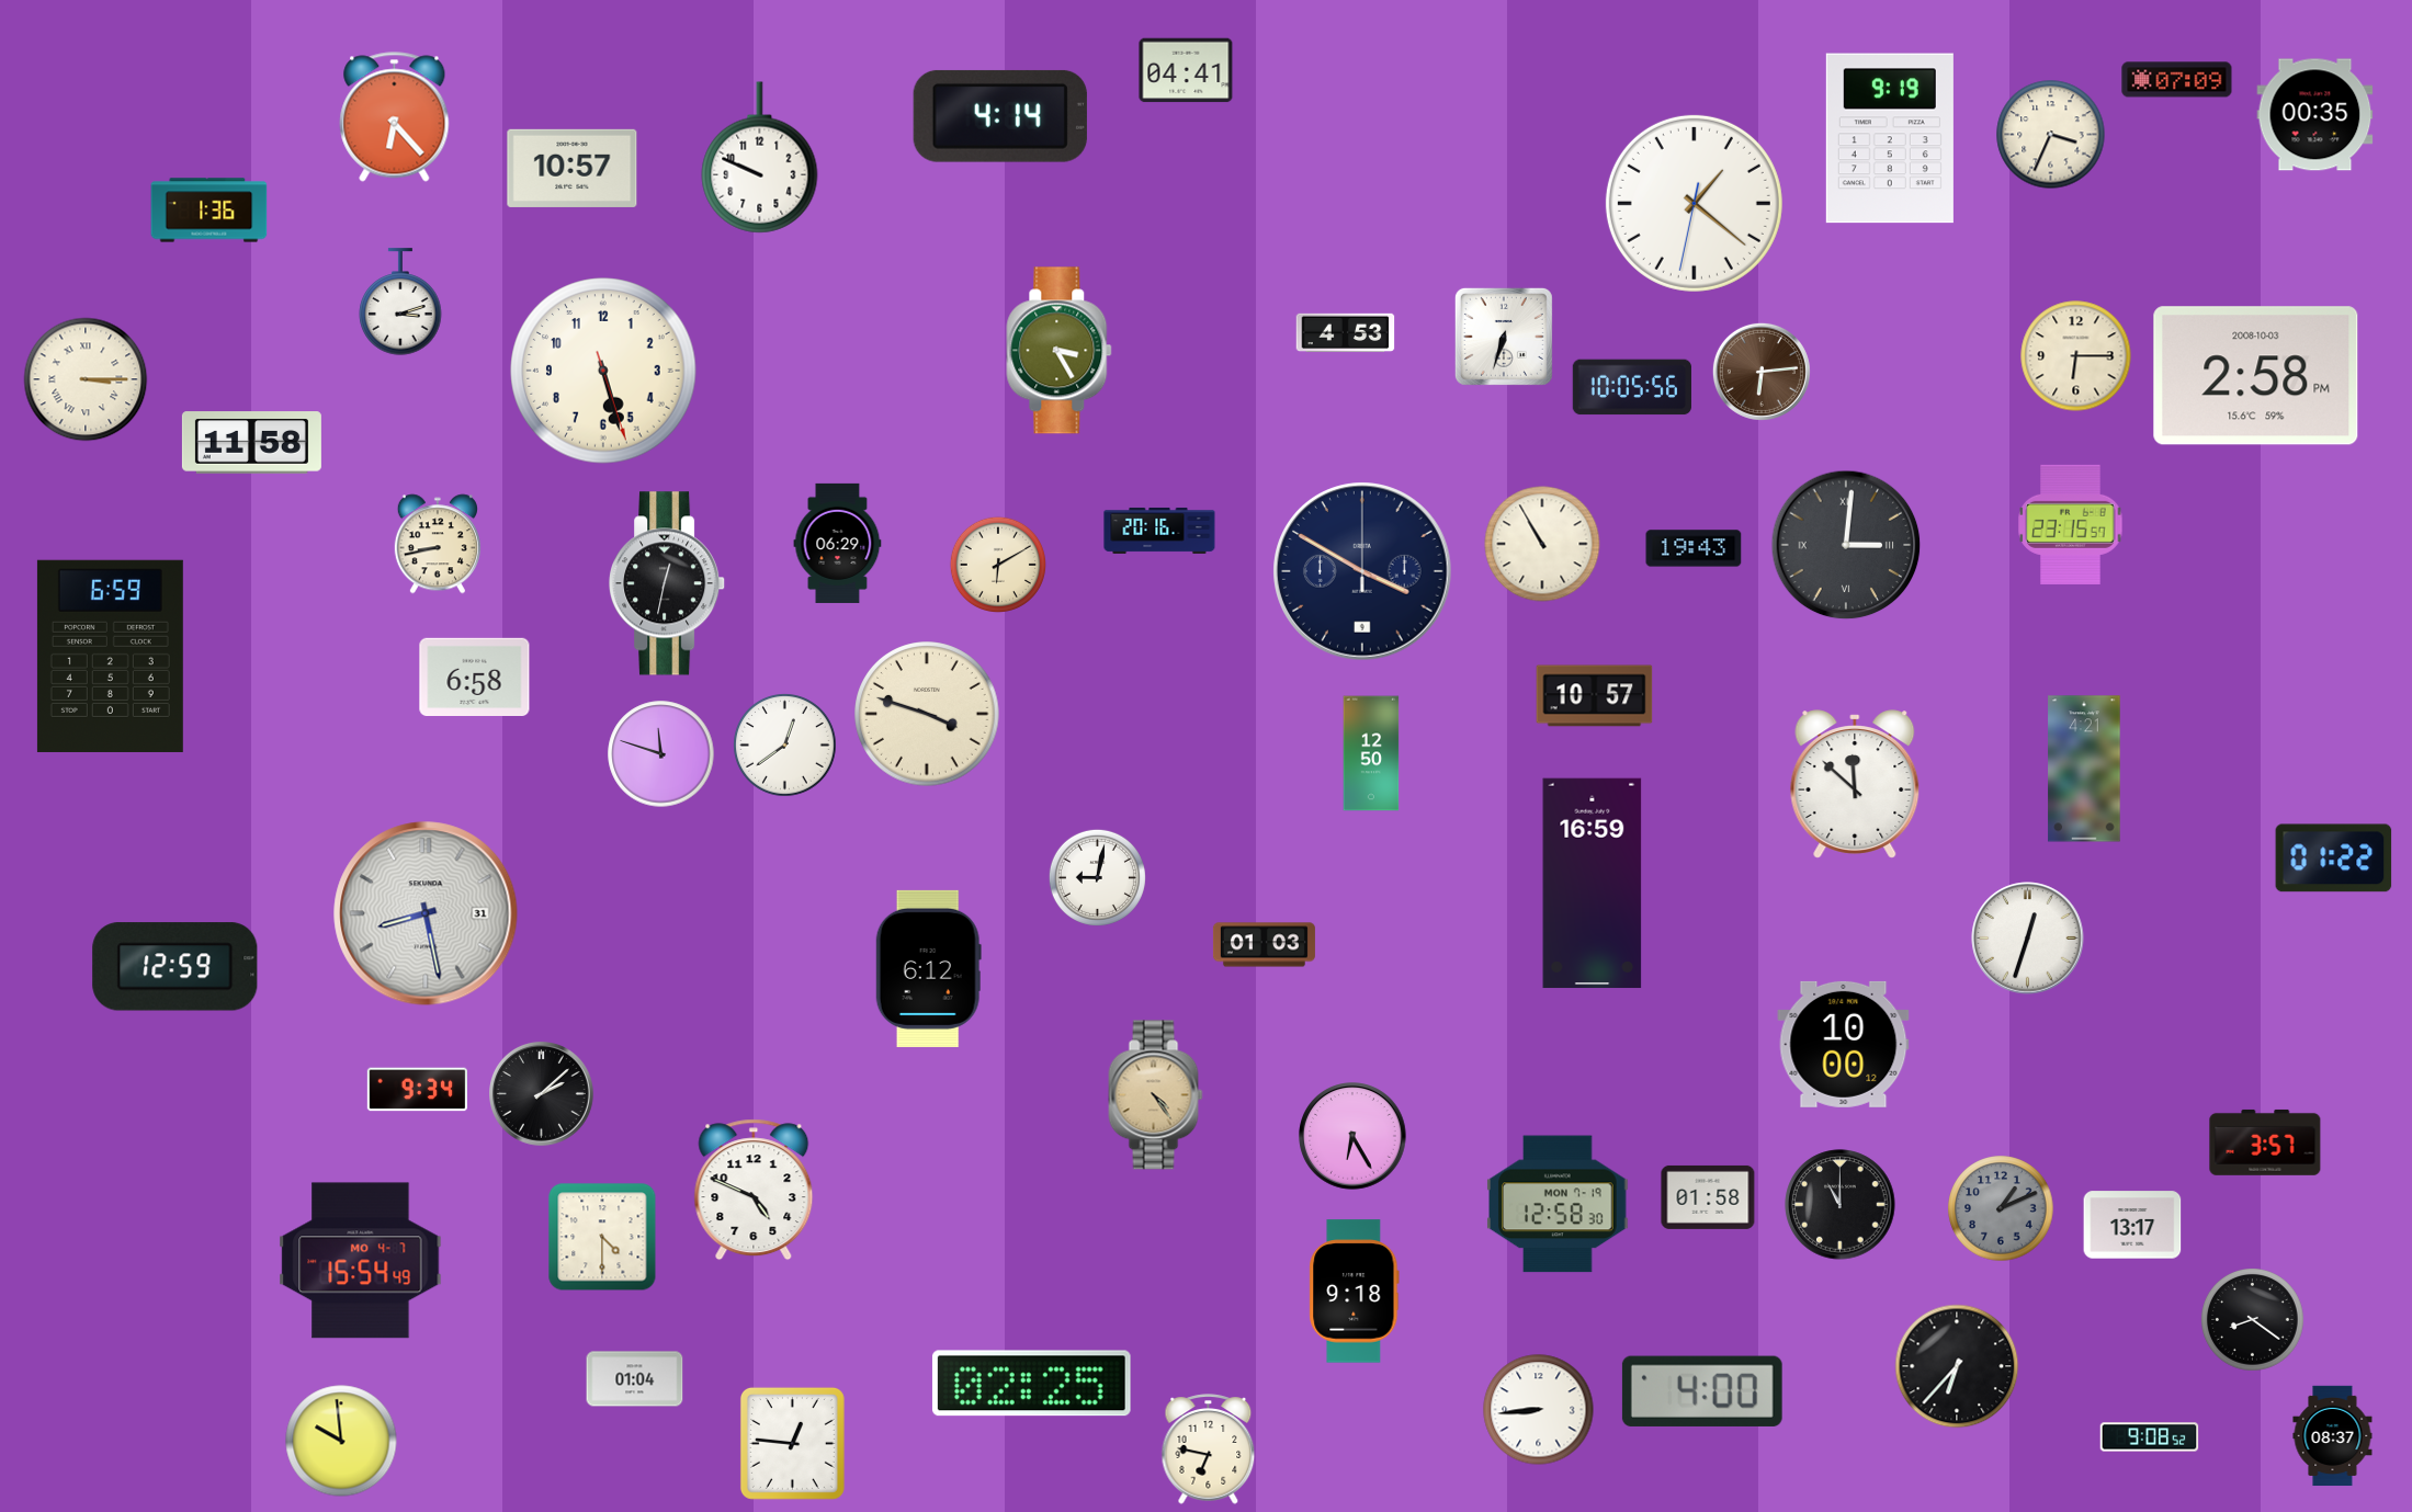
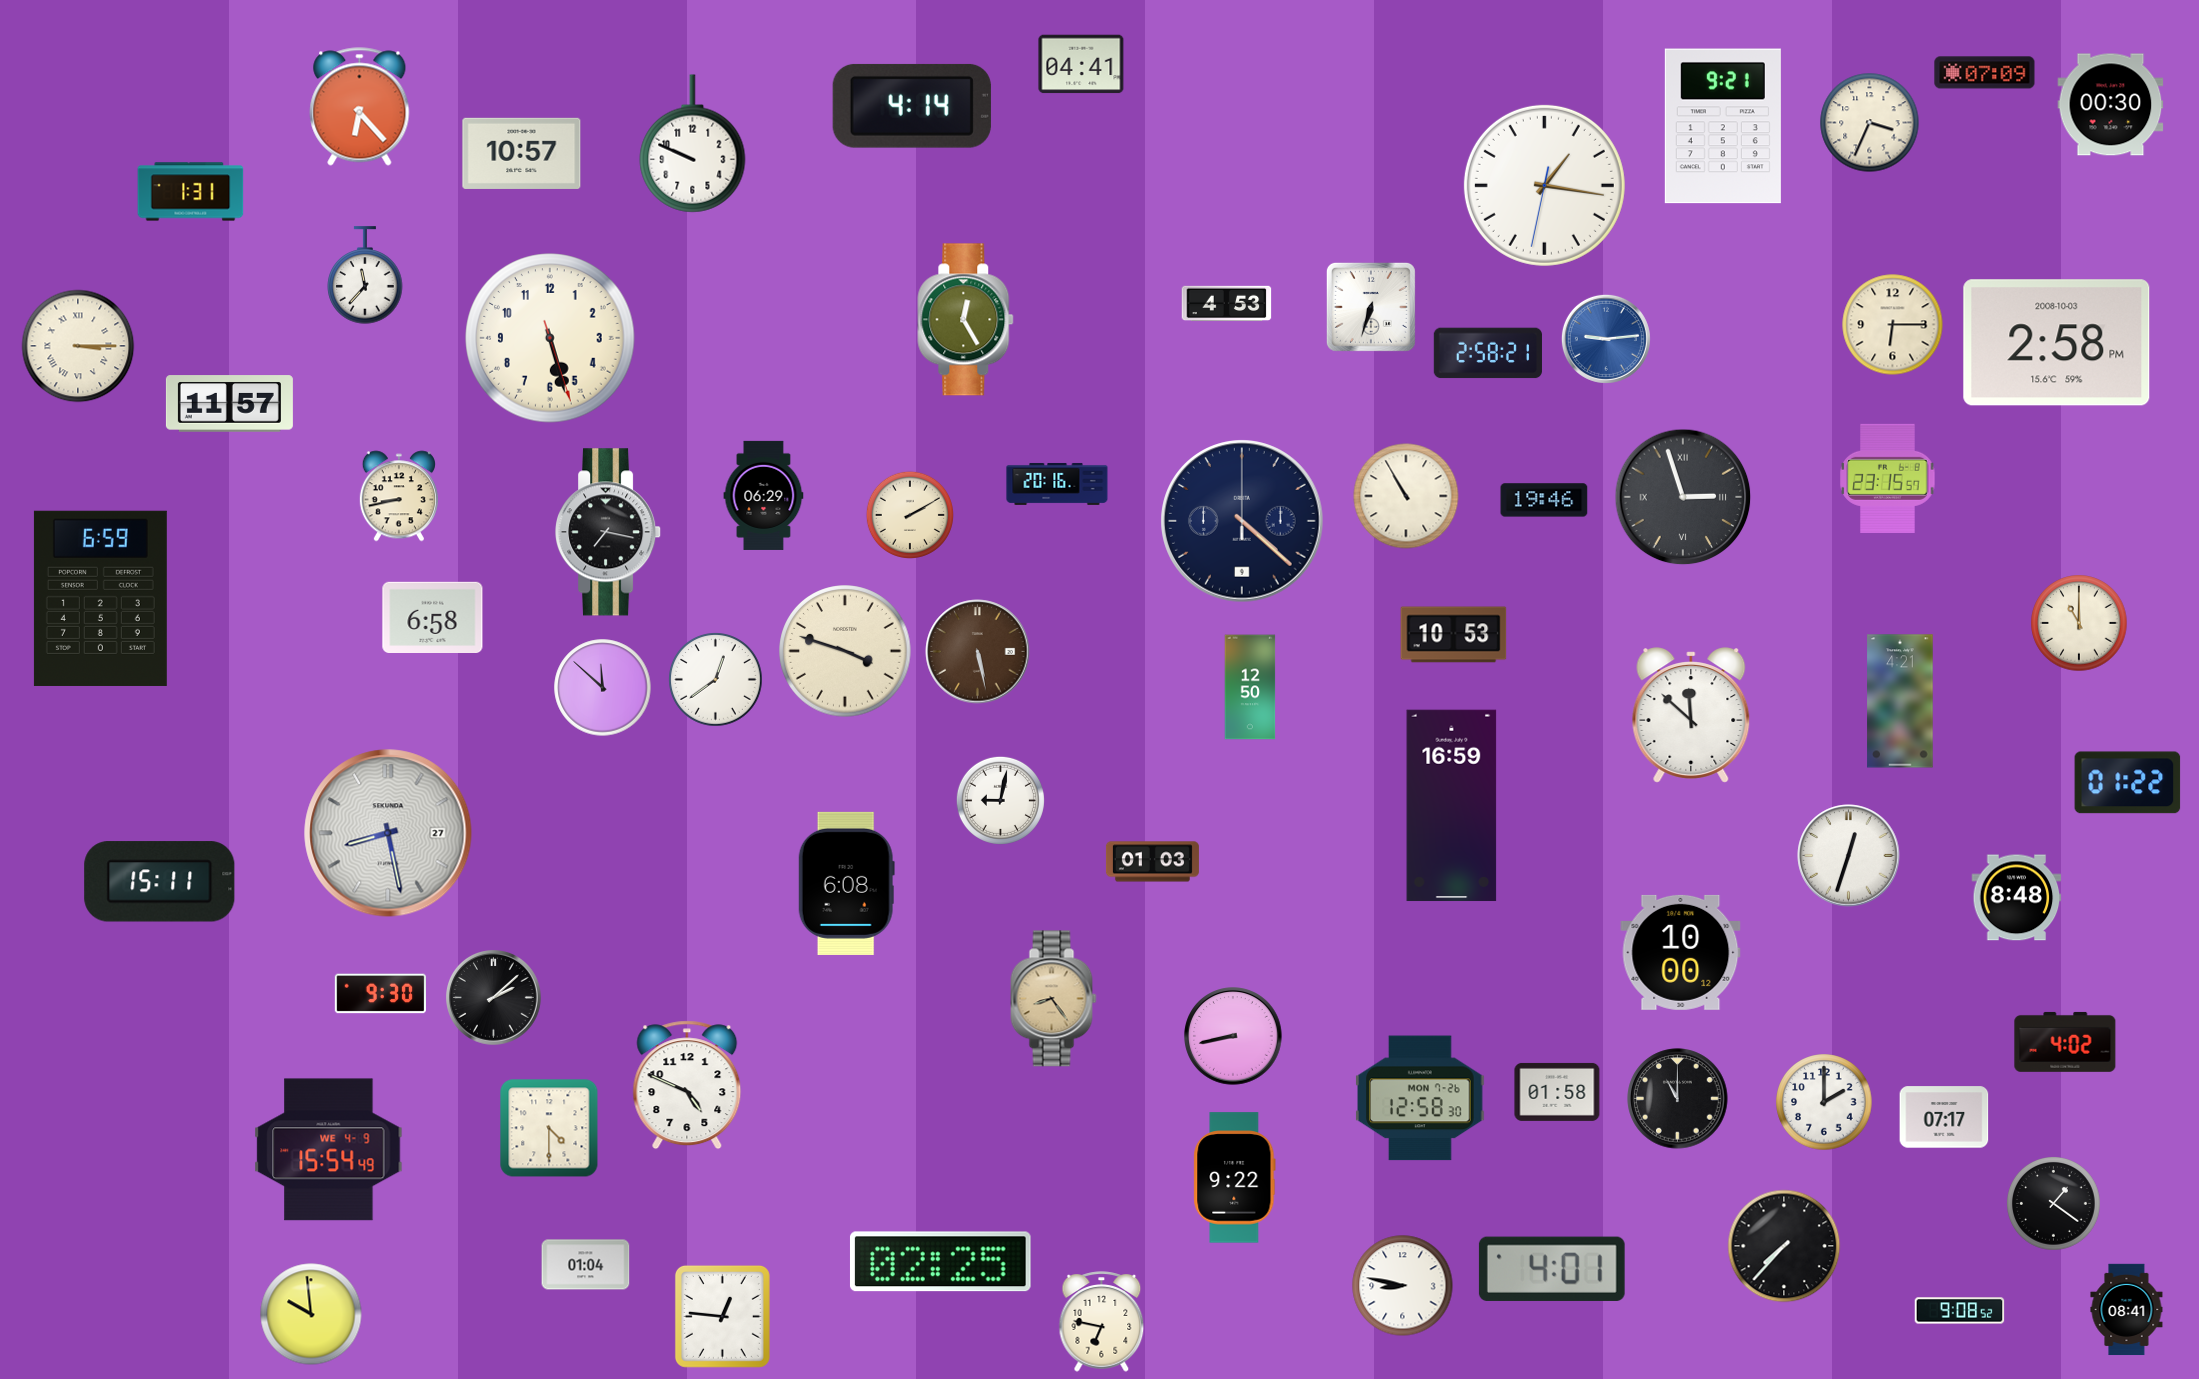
clock at (2315, 115): 00:35 -> 00:30
clock at (1890, 138): 9:19 -> 9:21
clock at (1694, 203): 1:21 -> 1:16
clock at (210, 211): 1:36 -> 1:31
clock at (400, 302): 3:12 -> 11:37
clock at (1060, 351): 3:25 -> 12:25
clock at (1762, 372): 6:14 -> 9:14
clock at (1762, 372) dial: brown -> blue
clock at (1632, 387): 10:05 -> 2:58
clock at (251, 443): 11:58 -> 11:57
clock at (1846, 545): 3:01 -> 2:57
clock at (1694, 548): 19:43 -> 19:46
clock at (998, 565): 6:10 -> 2:10
clock at (1362, 571): 3:50 -> 4:22
clock at (668, 583): 12:32 -> 7:17
clock at (2079, 623): none -> 11:00
clock at (1595, 696): 10:57 -> 10:53
clock at (978, 652): none -> 5:28
clock at (661, 754): 11:48 -> 11:52
clock at (426, 913) date: 31 -> 27
clock at (175, 967): 12:59 -> 15:11
clock at (928, 968): 6:12 -> 6:08
clock at (2017, 898): none -> 8:48
clock at (417, 1090): 9:34 -> 9:30
clock at (1156, 1095): 4:24 -> 8:24
clock at (1352, 1136): 6:25 -> 8:43
clock at (2265, 1142): 3:57 -> 4:02
clock at (1558, 1204) date: MON 7-19 -> MON 7-26
clock at (2001, 1208): 1:11 -> 2:00
clock at (2001, 1208) dial: grey -> white
clock at (2132, 1225): 13:17 -> 07:17
clock at (361, 1261) date: MO 4-7 -> WE 4-9
clock at (1355, 1292): 9:18 -> 9:22
clock at (2253, 1320): 8:21 -> 1:21
clock at (1957, 1366): 6:37 -> 7:37
clock at (635, 1379) position: (635, 1379) -> (586, 1265)
clock at (1702, 1391): 4:00 -> 4:01
clock at (1539, 1410): 8:44 -> 8:47
clock at (2333, 1436): 08:37 -> 08:41
